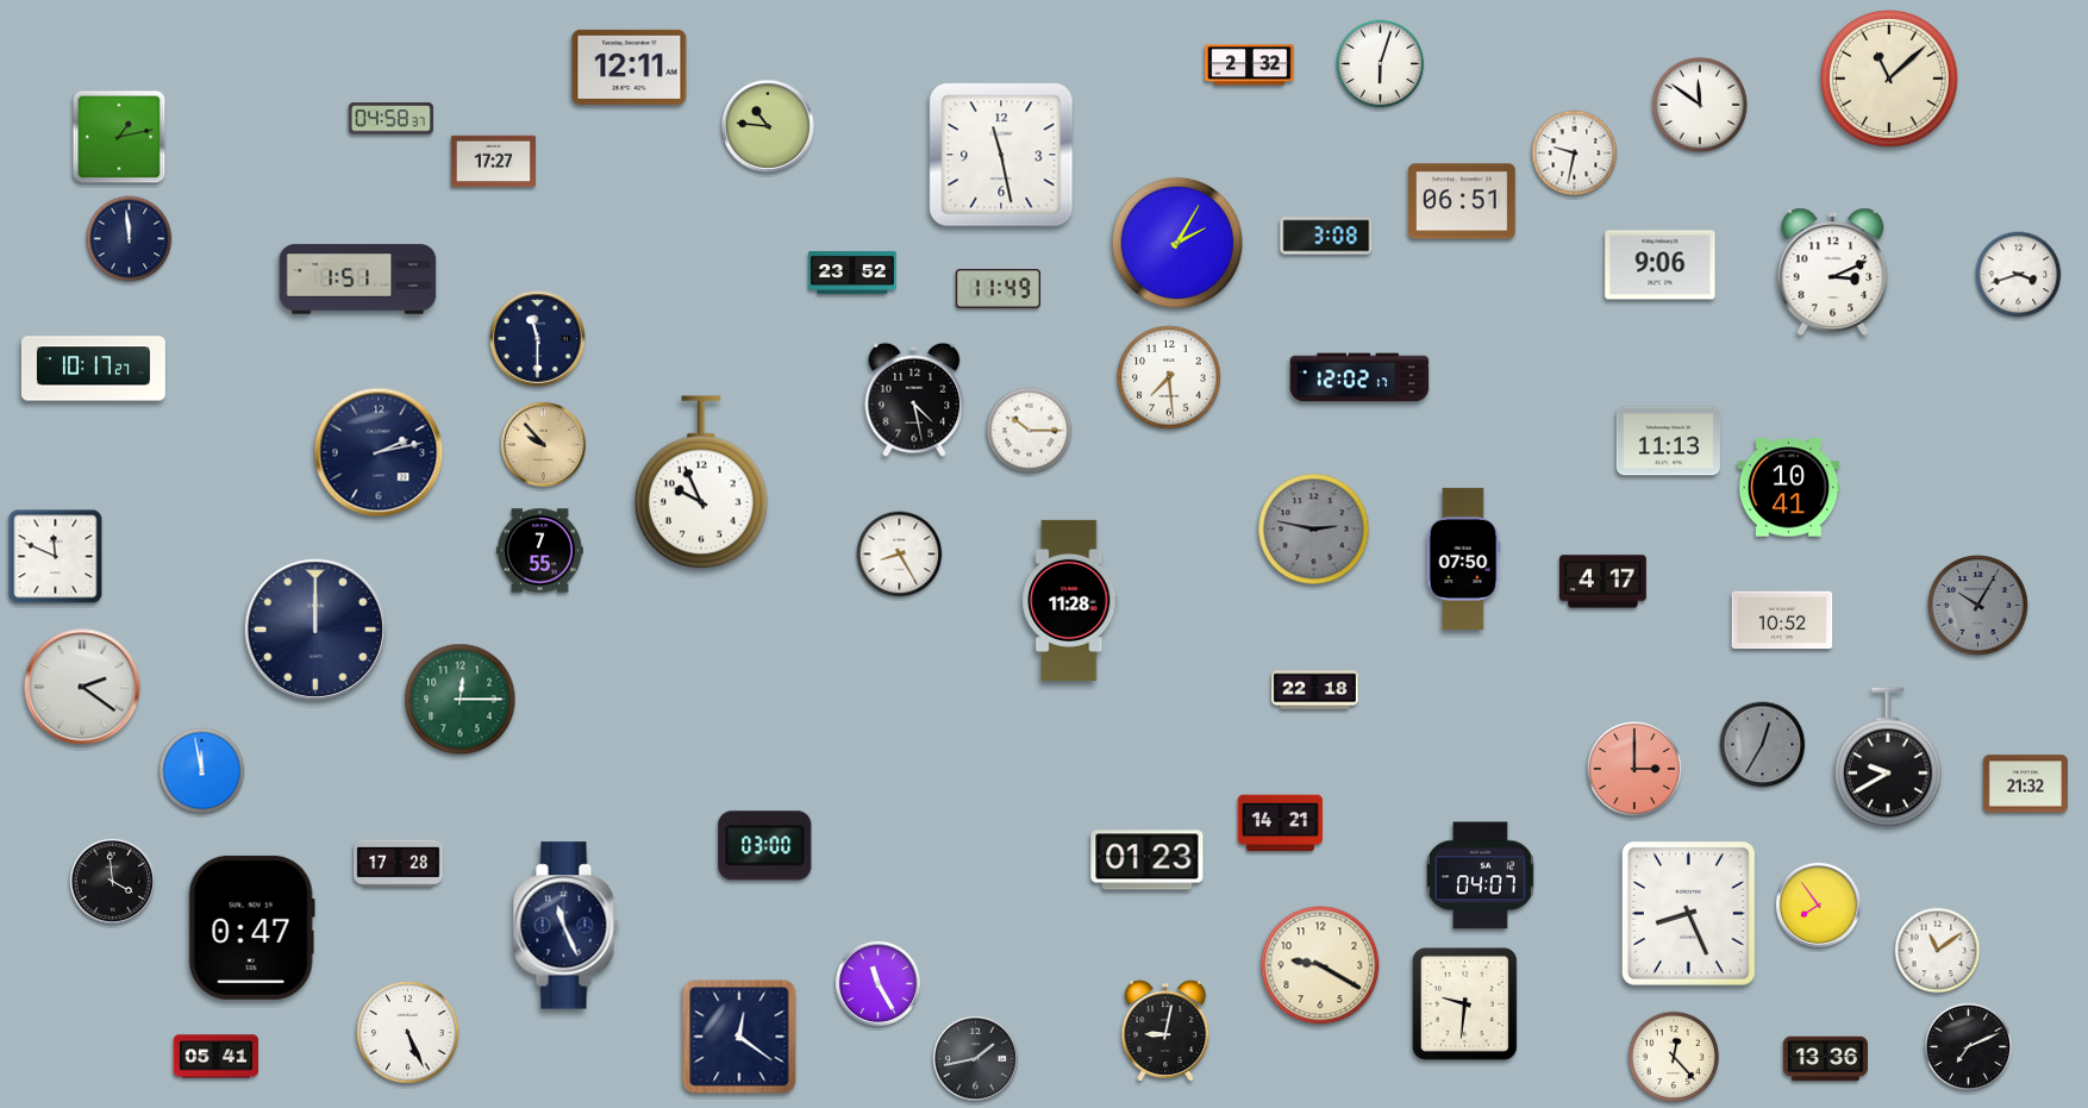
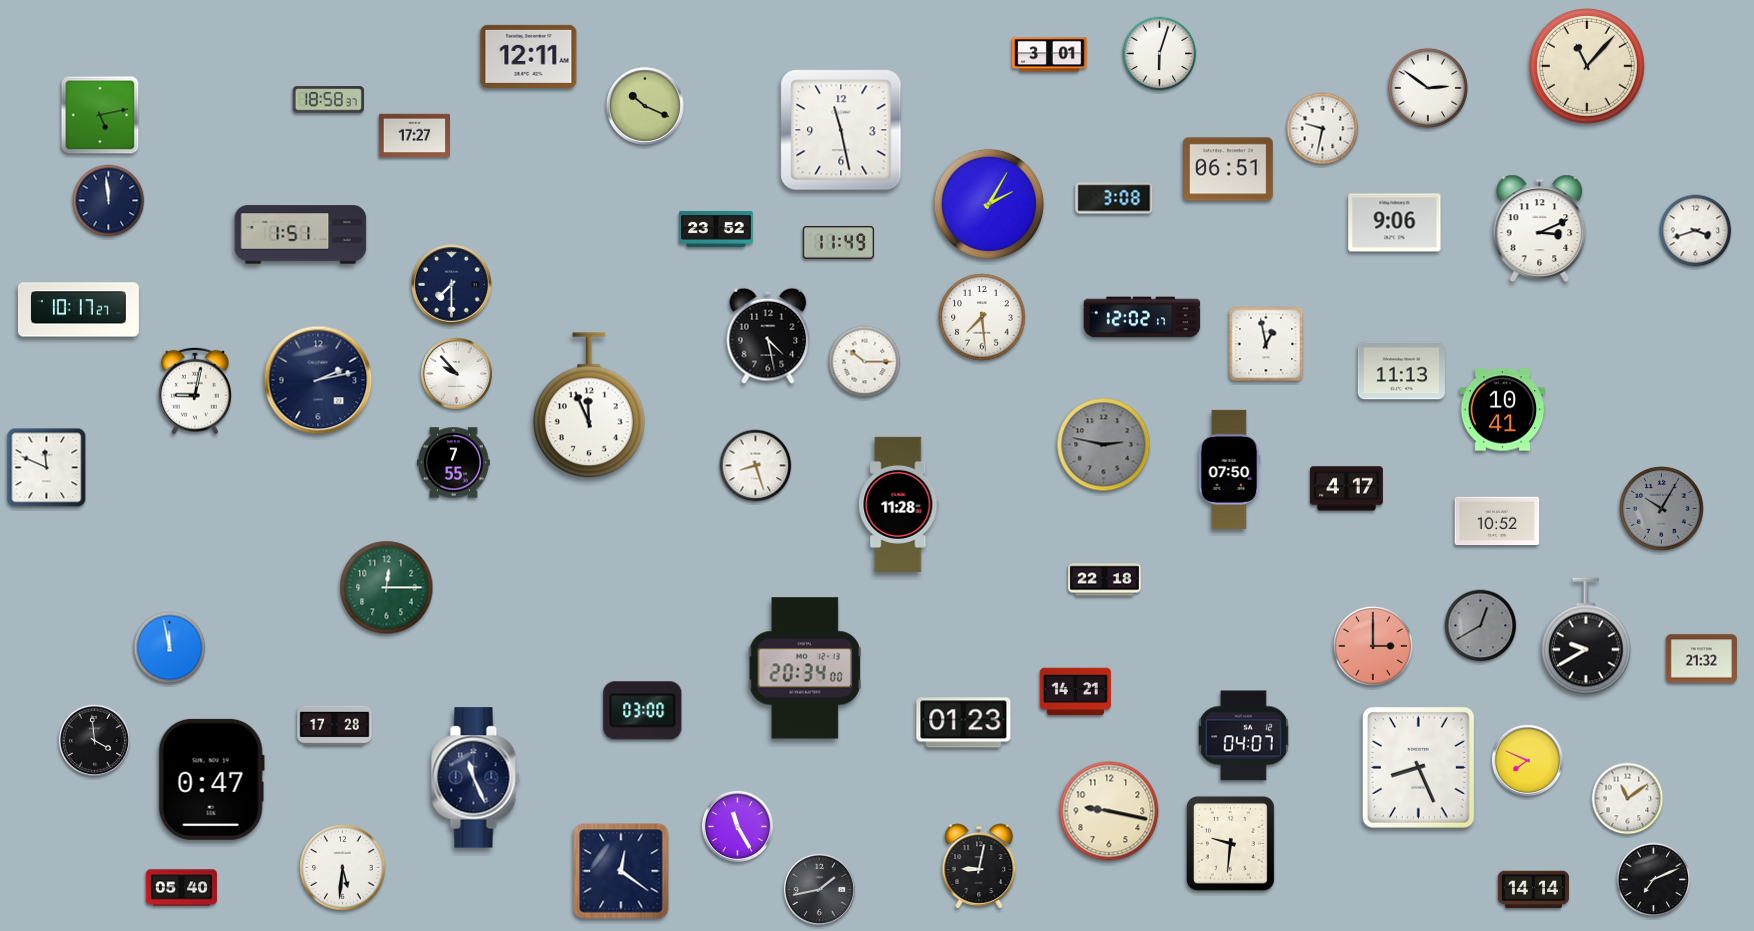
clock at (1250, 65): 2:32 -> 3:01
clock at (1890, 80): 11:08 -> 11:07
clock at (1700, 105): 11:51 -> 2:51
clock at (390, 119): 04:58 -> 18:58
clock at (768, 126): 10:46 -> 10:19
clock at (119, 137): 1:13 -> 5:13
clock at (538, 339): 11:30 -> 7:30
clock at (1266, 344): none -> 12:58
clock at (543, 444) dial: champagne -> white
clock at (195, 391): none -> 9:02
clock at (701, 482): 9:56 -> 11:56
clock at (900, 555): 8:25 -> 8:27
clock at (315, 630): 12:00 -> none
clock at (82, 687): 2:21 -> none
clock at (1763, 745): 12:35 -> 12:40
clock at (805, 668): none -> 20:34
clock at (1818, 904): 7:54 -> 7:49
clock at (1320, 965): 9:20 -> 9:17
clock at (408, 1033): 5:26 -> 5:31
clock at (215, 1057): 05:41 -> 05:40
clock at (1674, 1057): 12:23 -> none
clock at (1825, 1059): 13:36 -> 14:14
